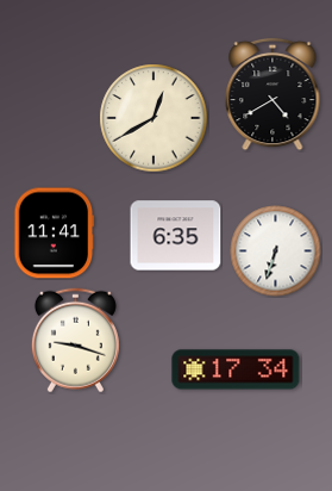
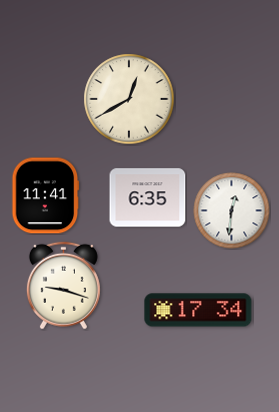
clock at (273, 94): 4:40 -> none
clock at (276, 251): 6:33 -> 12:31
